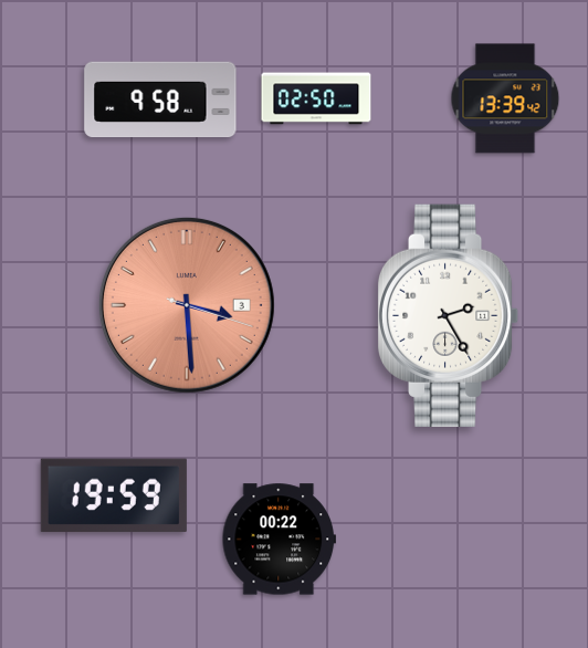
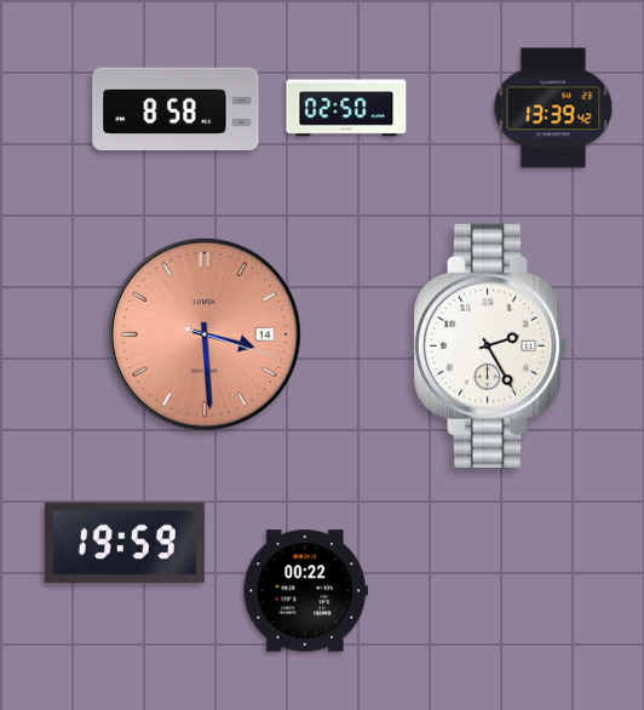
clock at (160, 100): 9:58 -> 8:58
clock at (187, 305) date: 3 -> 14
